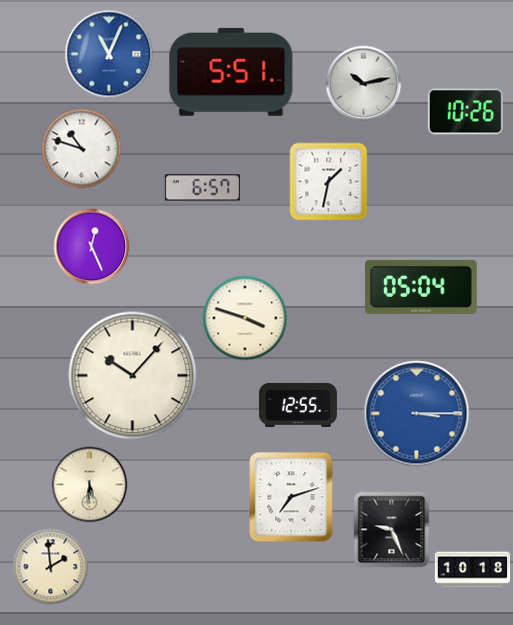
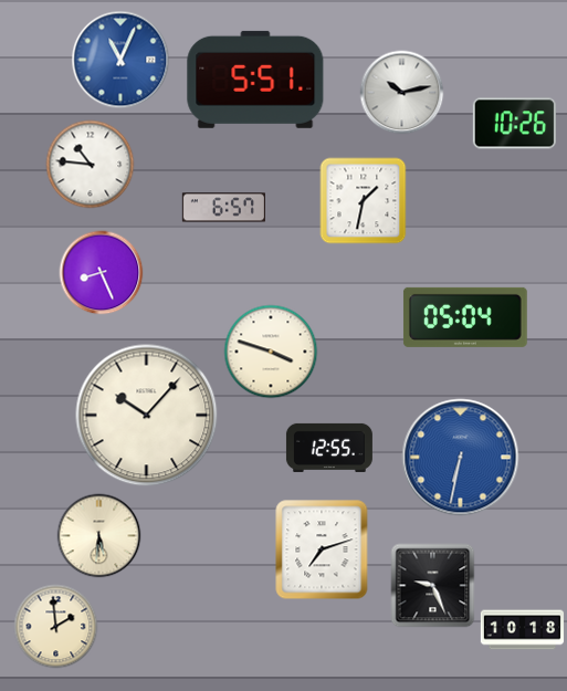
clock at (82, 149): 10:48 -> 10:46
clock at (92, 247): 12:26 -> 8:26
clock at (417, 414): 3:15 -> 6:32
